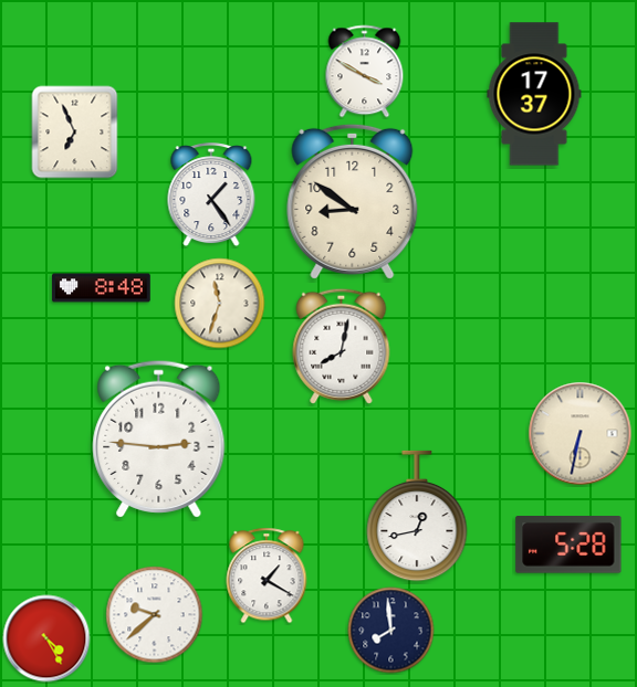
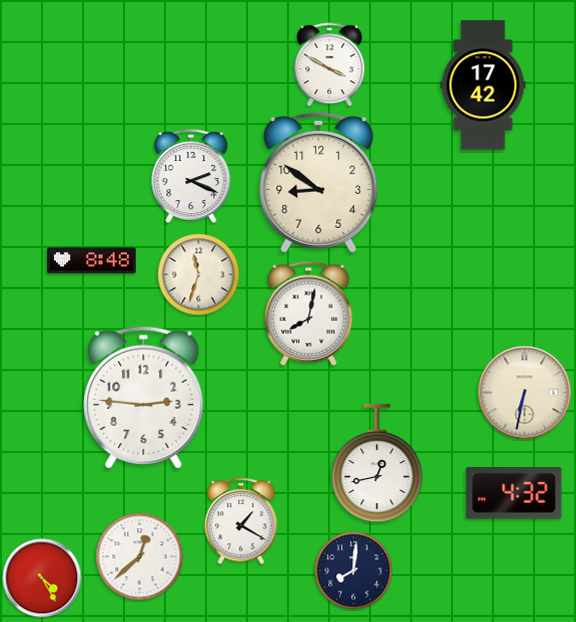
clock at (534, 94): 17:37 -> 17:42
clock at (75, 133): 6:56 -> none
clock at (211, 195): 1:24 -> 2:19
clock at (417, 516) position: (417, 516) -> (377, 463)
clock at (568, 546): 5:28 -> 4:32
clock at (155, 615): 9:38 -> 12:38
clock at (391, 631): 7:59 -> 8:01
